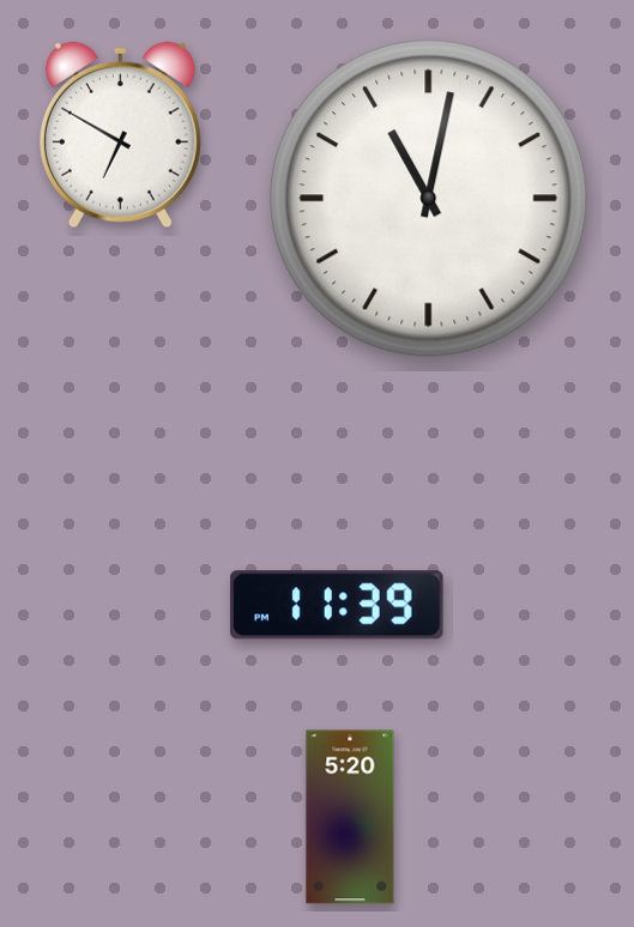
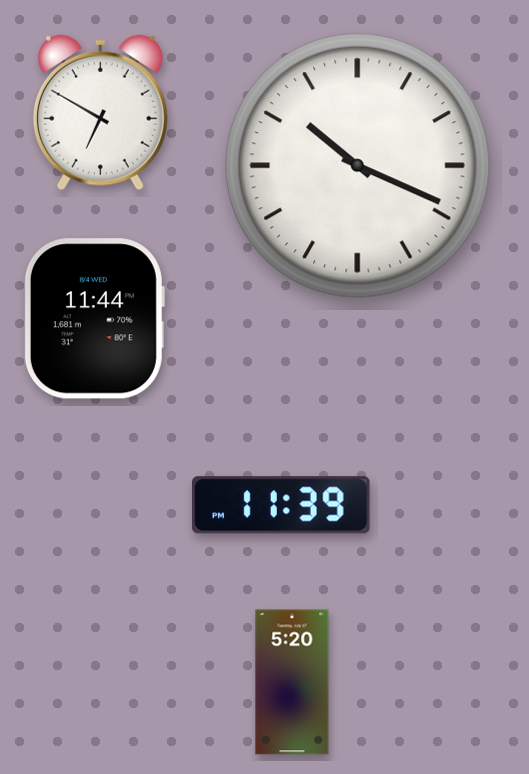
clock at (429, 199): 11:02 -> 10:19
clock at (94, 319): none -> 11:44
